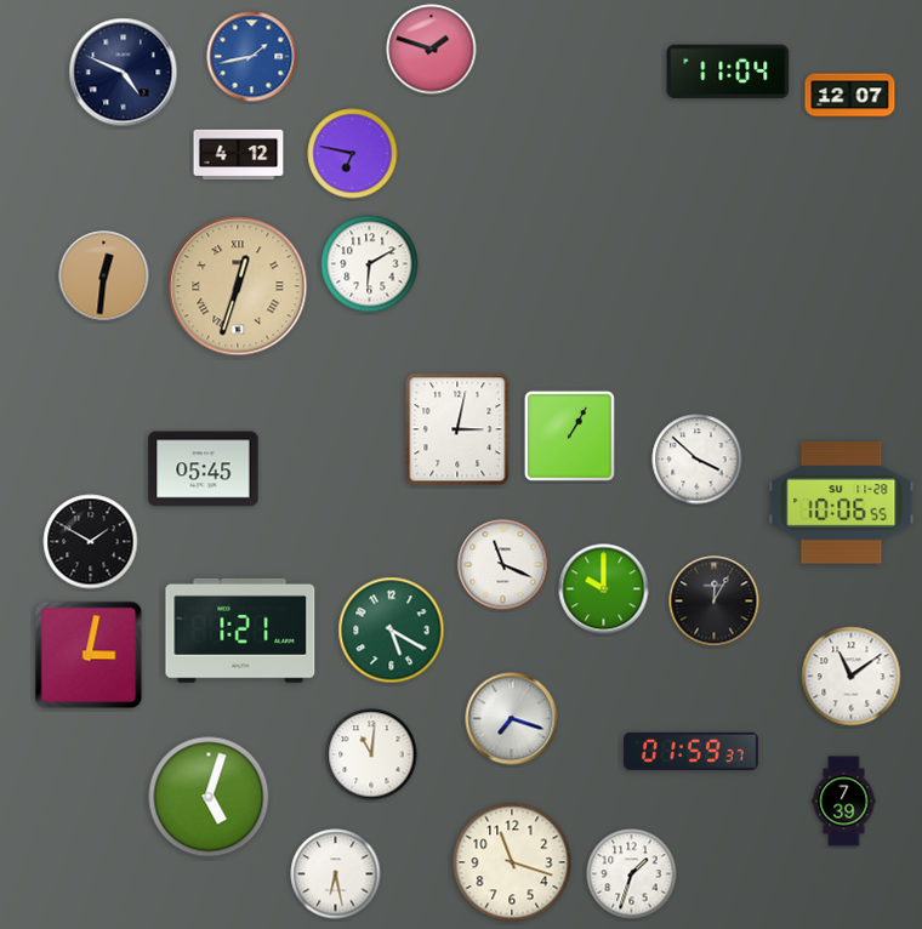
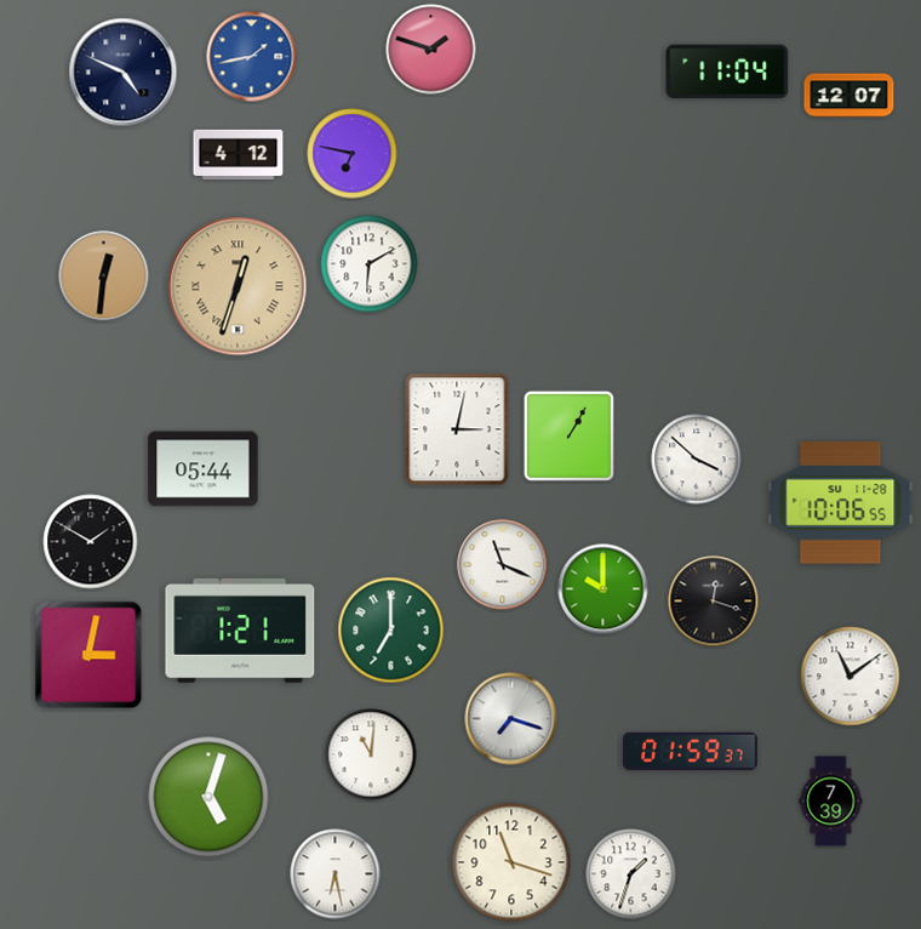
clock at (204, 469): 05:45 -> 05:44
clock at (715, 602): 12:05 -> 12:18
clock at (392, 631): 5:20 -> 7:00
clock at (844, 802) position: (844, 802) -> (831, 802)
